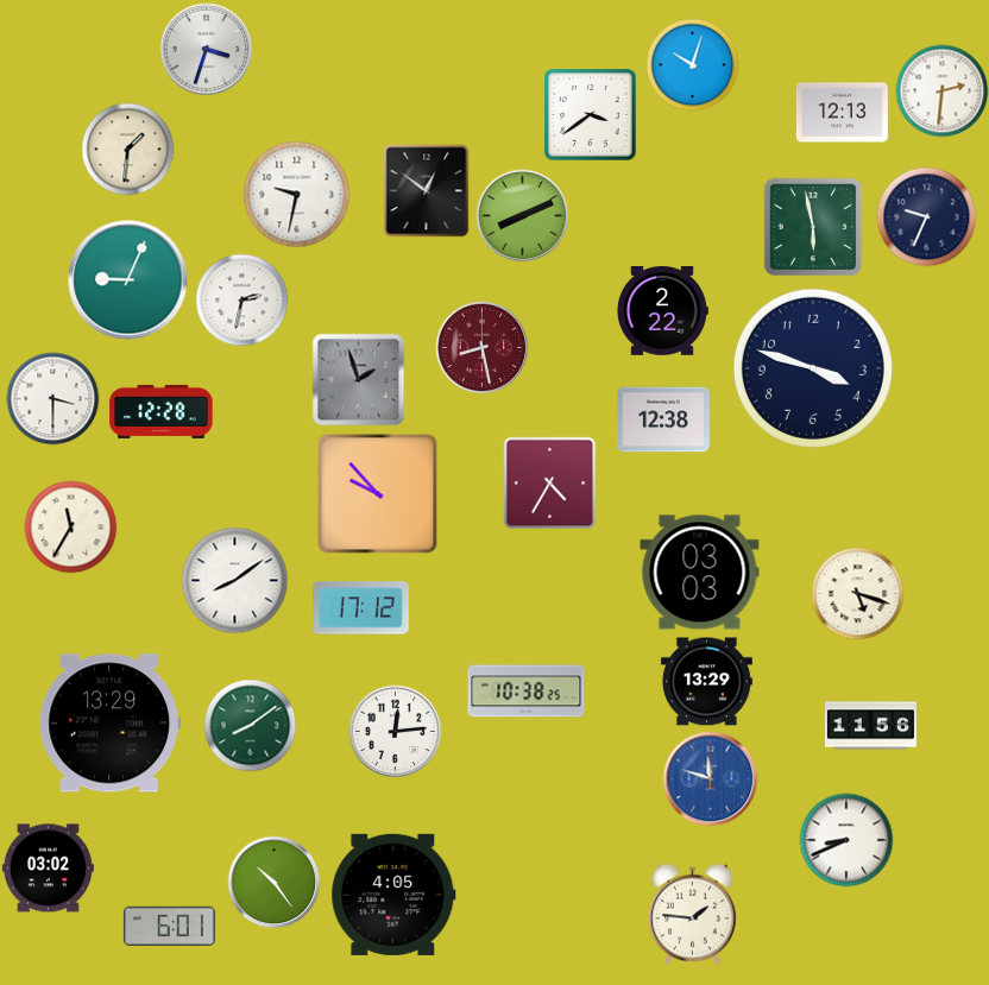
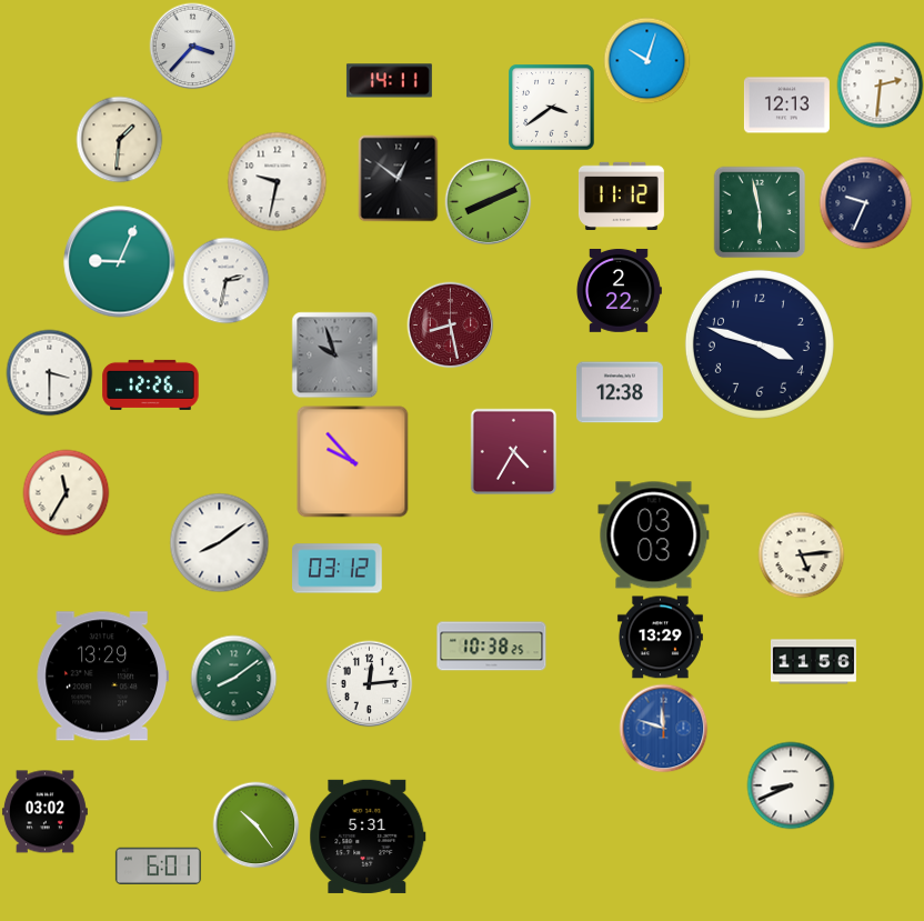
clock at (206, 49): 3:33 -> 3:37
clock at (389, 81): none -> 14:11
clock at (621, 196): none -> 11:12
clock at (358, 379): 1:57 -> 9:57
clock at (162, 411): 12:28 -> 12:26
clock at (857, 593): 5:18 -> 5:14
clock at (361, 608): 17:12 -> 03:12
clock at (870, 726) position: (870, 726) -> (813, 662)
clock at (393, 895): 4:05 -> 5:31
clock at (692, 914): 1:46 -> none
